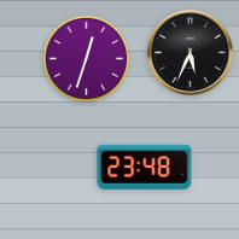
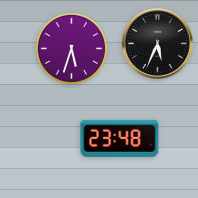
clock at (86, 58): 12:33 -> 5:33
